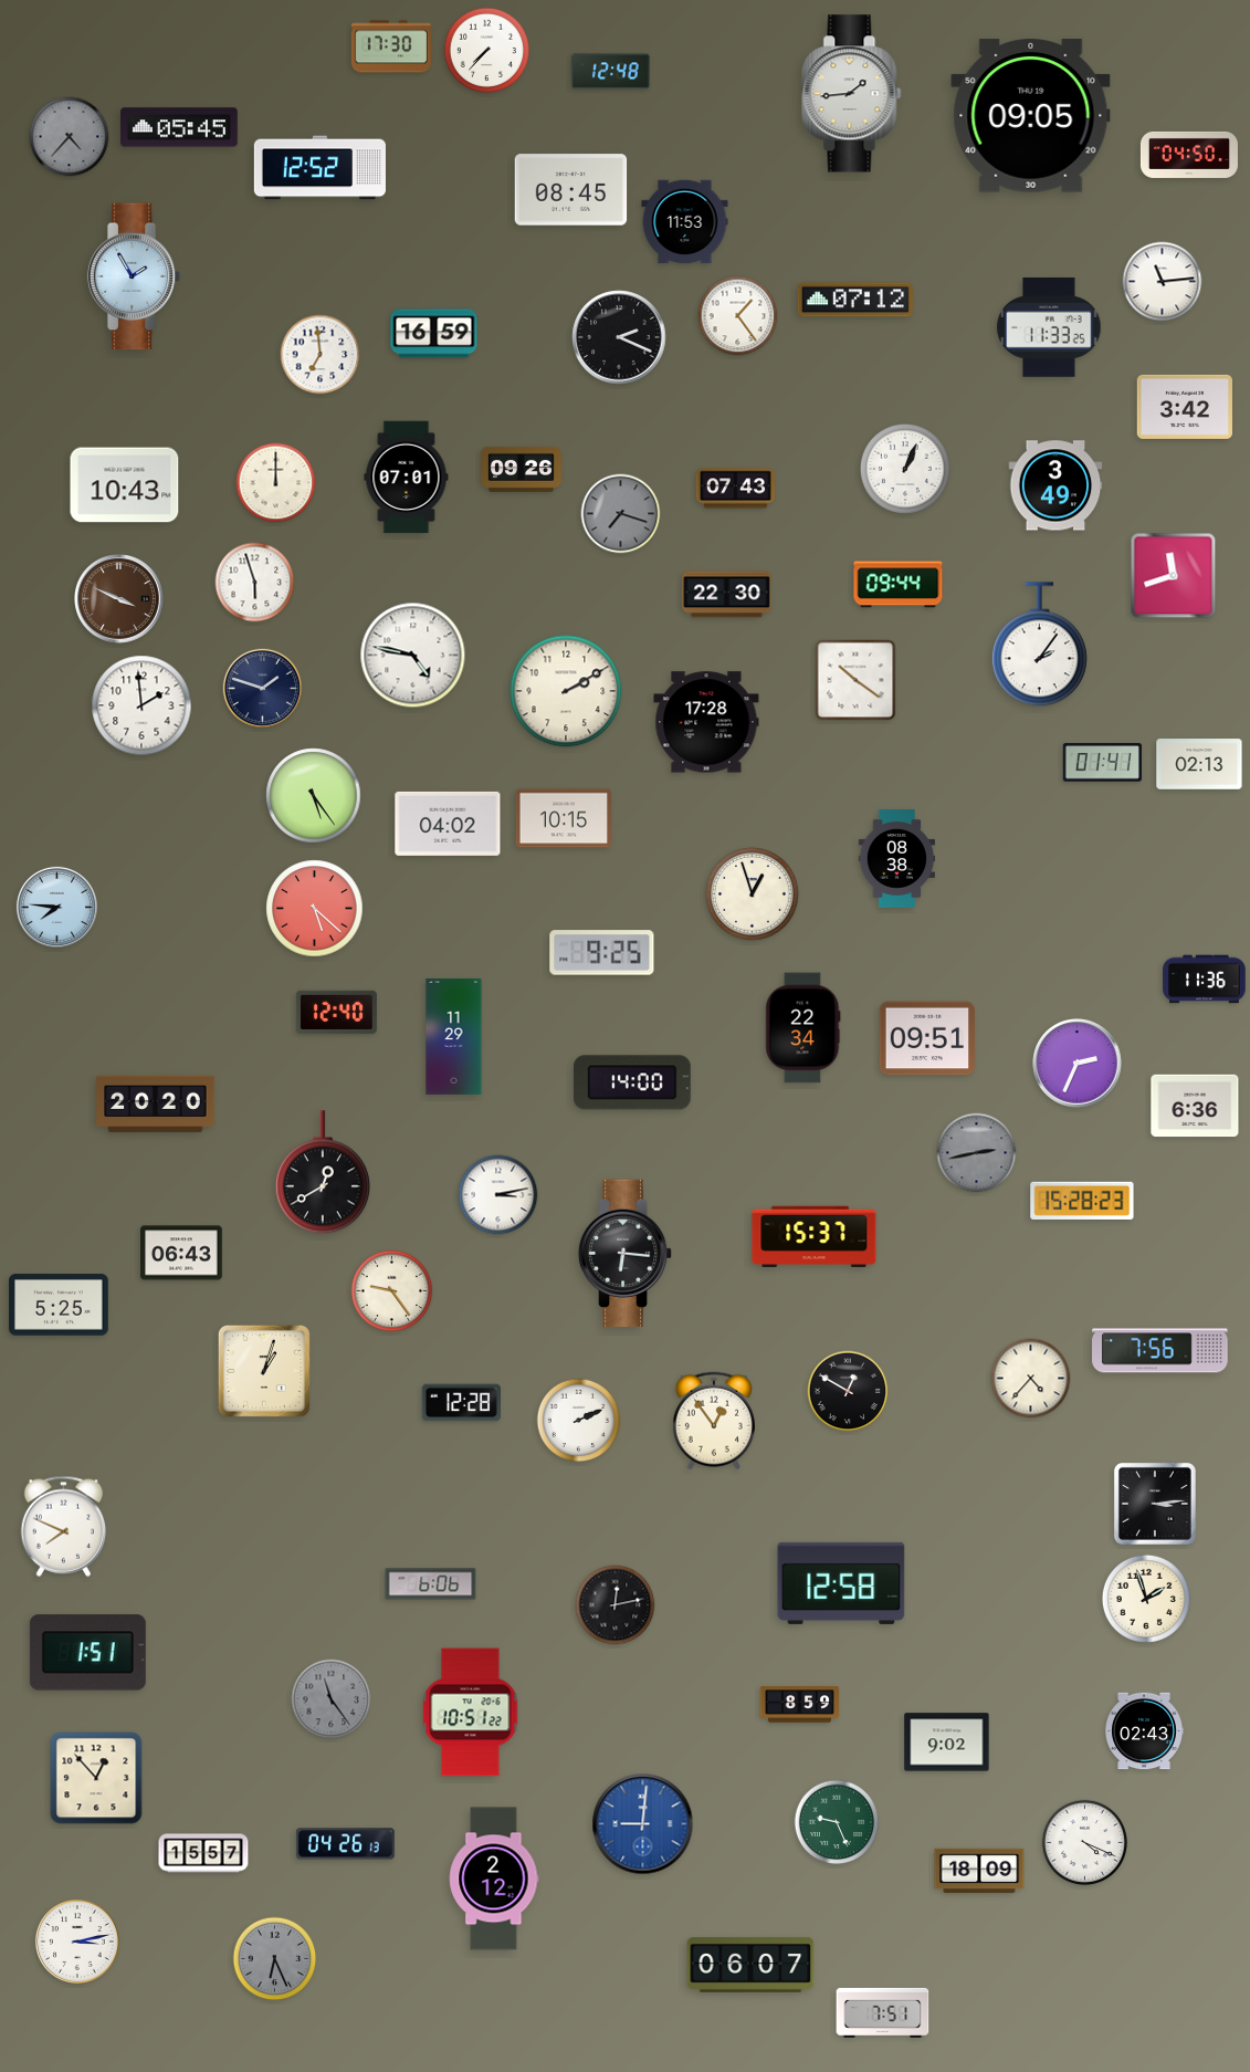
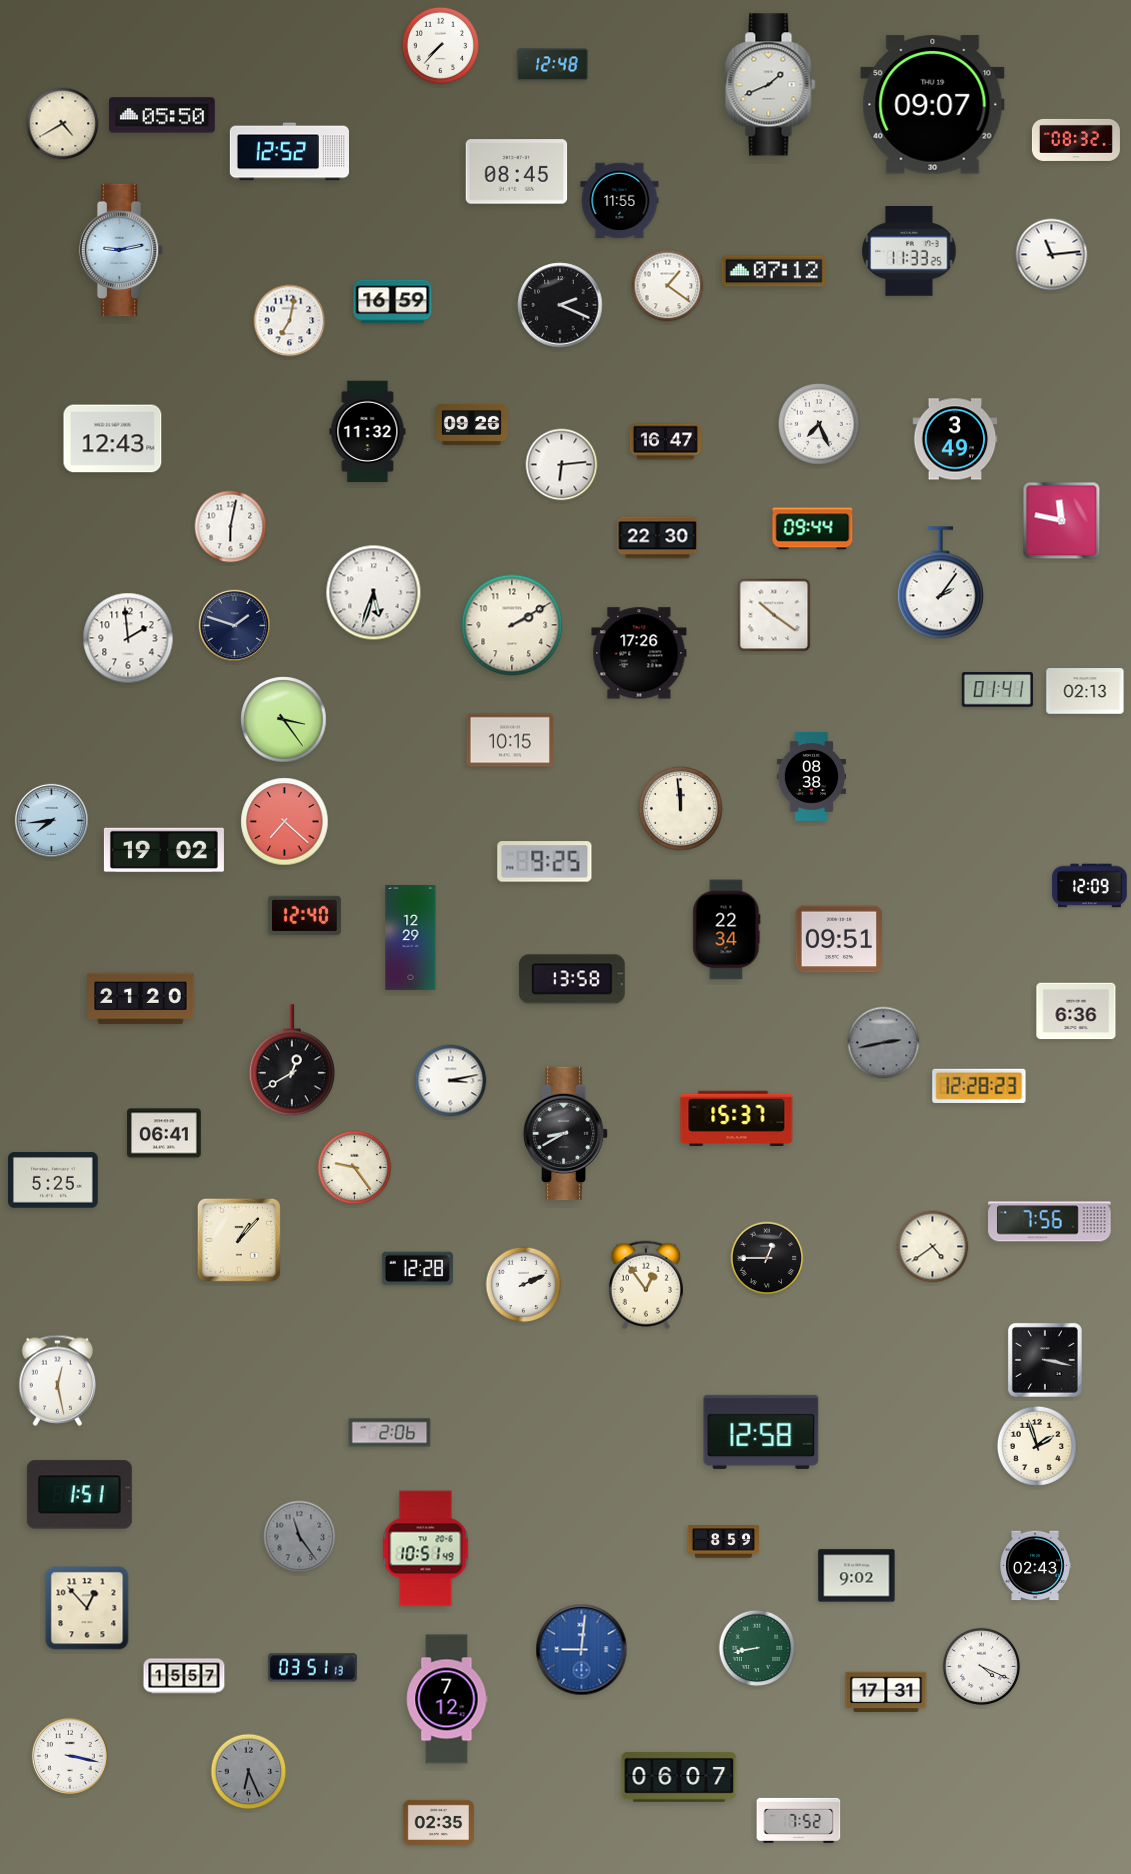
clock at (391, 46): 17:30 -> none
clock at (852, 94): 1:44 -> 1:41
clock at (1031, 116): 09:05 -> 09:07
clock at (180, 127): 05:45 -> 05:50
clock at (70, 137): 4:37 -> 4:40
clock at (70, 137) dial: grey -> cream
clock at (1189, 155): 04:50 -> 08:32
clock at (685, 222): 11:53 -> 11:55
clock at (134, 276): 1:55 -> 9:13
clock at (738, 316): 1:24 -> 1:21
clock at (1049, 327) position: (1049, 327) -> (909, 251)
clock at (321, 355): 6:59 -> 7:02
clock at (1184, 407): 3:42 -> none
clock at (905, 469): 1:04 -> 7:26
clock at (407, 478): 07:01 -> 11:32
clock at (276, 483): 12:00 -> none
clock at (125, 485): 10:43 -> 12:43
clock at (735, 489): 07:43 -> 16:47
clock at (621, 514): 7:18 -> 6:14
clock at (621, 514) dial: grey -> white
clock at (1174, 576): 11:42 -> 11:47
clock at (255, 583): 5:57 -> 6:02
clock at (119, 599): 3:49 -> none
clock at (413, 656): 4:47 -> 5:33
clock at (262, 688) position: (262, 688) -> (234, 625)
clock at (706, 722): 17:28 -> 17:26
clock at (314, 796): 5:24 -> 3:24
clock at (448, 824): 04:02 -> none
clock at (753, 894): 12:57 -> 11:59
clock at (56, 907): 7:46 -> 7:44
clock at (315, 909): 5:22 -> 7:22
clock at (164, 850): none -> 19:02
clock at (1205, 980): 11:36 -> 12:09
clock at (454, 1036): 11:29 -> 12:29
clock at (1078, 1064): 2:34 -> none
clock at (632, 1082): 14:00 -> 13:58
clock at (156, 1105): 20:20 -> 21:20
clock at (1195, 1106) position: (1195, 1106) -> (1076, 1011)
clock at (1082, 1201): 15:28 -> 12:28
clock at (181, 1253): 06:43 -> 06:41
clock at (626, 1254): 6:16 -> 8:40
clock at (264, 1371): 1:03 -> 1:07
clock at (1031, 1379): 4:37 -> 4:39
clock at (848, 1391): 12:50 -> 12:45
clock at (1155, 1504): 3:14 -> 3:17
clock at (64, 1526): 7:49 -> 12:28
clock at (431, 1584): 6:06 -> 2:06
clock at (616, 1605): 12:13 -> none
clock at (471, 1713): 10:51:22 -> 10:51:49
clock at (837, 1822): 9:26 -> 8:43
clock at (345, 1844): 04:26 -> 03:51
clock at (979, 1871): 18:09 -> 17:31
clock at (494, 1879): 2:12 -> 7:12
clock at (77, 1942): 3:13 -> 3:17
clock at (883, 2012): 7:51 -> 7:52
clock at (438, 1822): none -> 02:35
